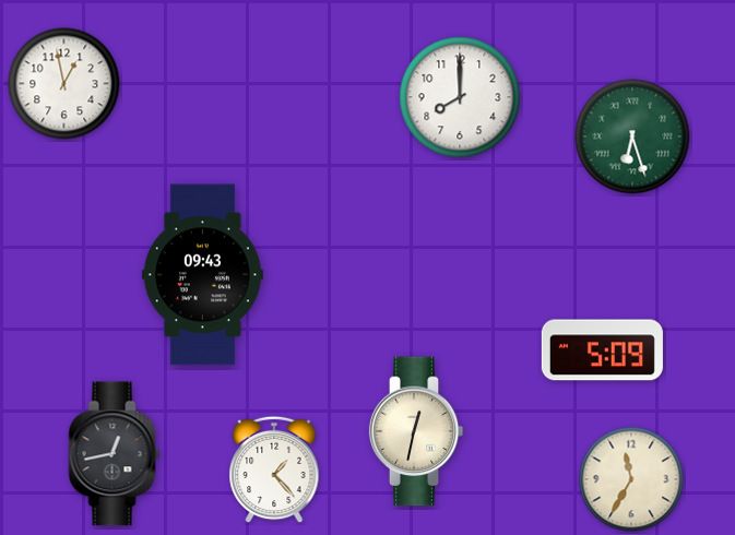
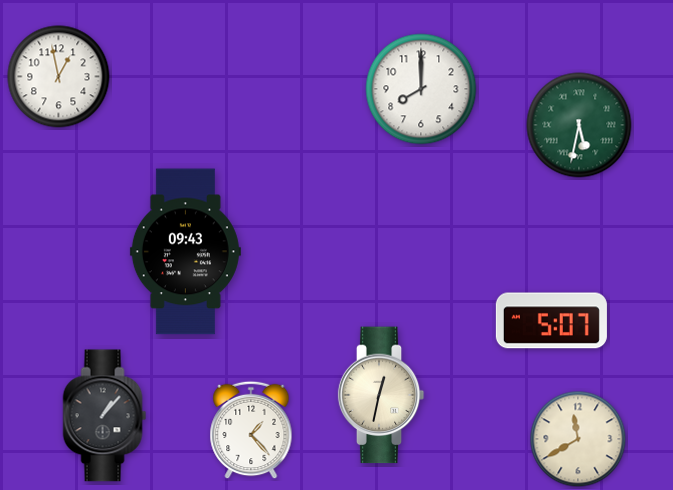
clock at (632, 136): 6:27 -> 5:32
clock at (602, 350): 5:09 -> 5:07
clock at (115, 454): 12:43 -> 1:07
clock at (631, 479): 11:35 -> 11:40
